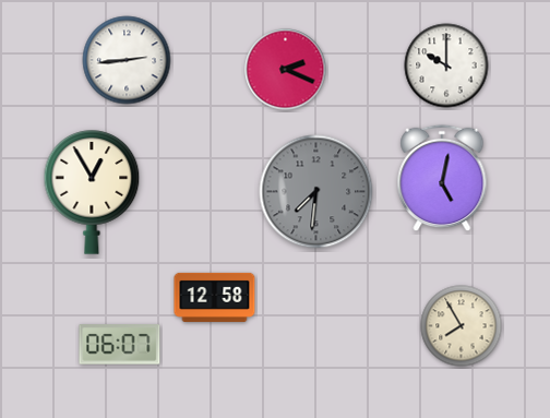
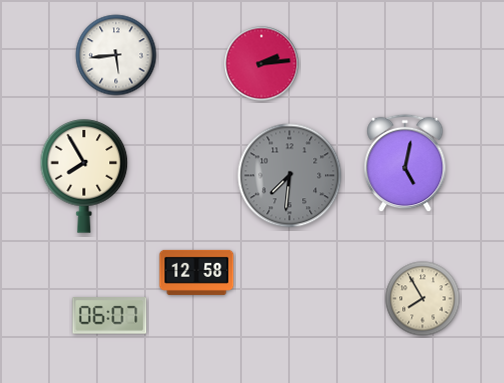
clock at (127, 60): 2:44 -> 5:44
clock at (446, 65): 10:00 -> none
clock at (286, 70): 2:19 -> 2:14
clock at (92, 192): 12:55 -> 7:55
